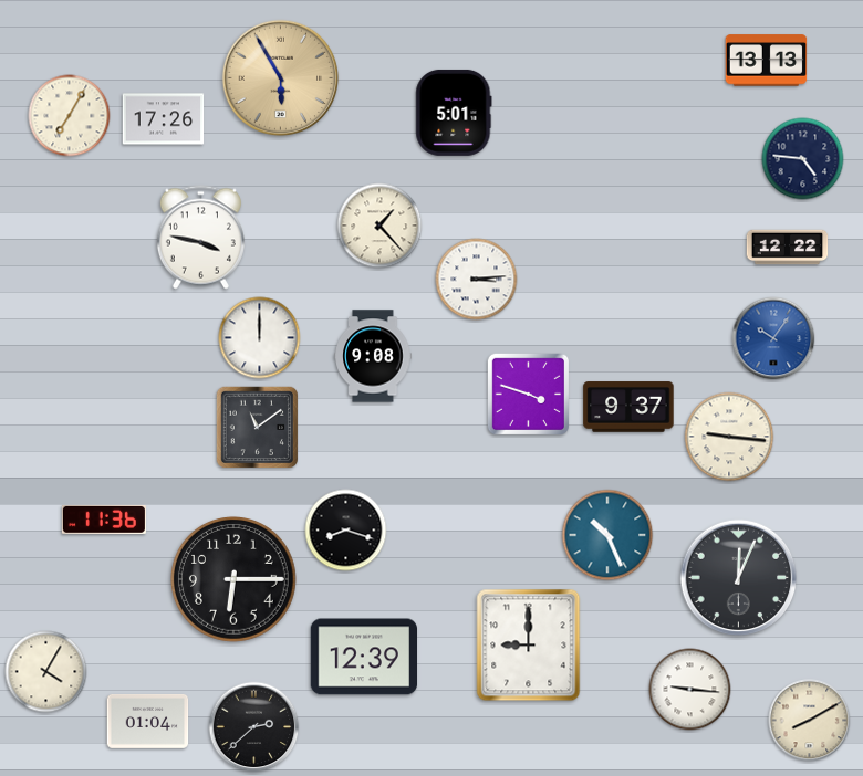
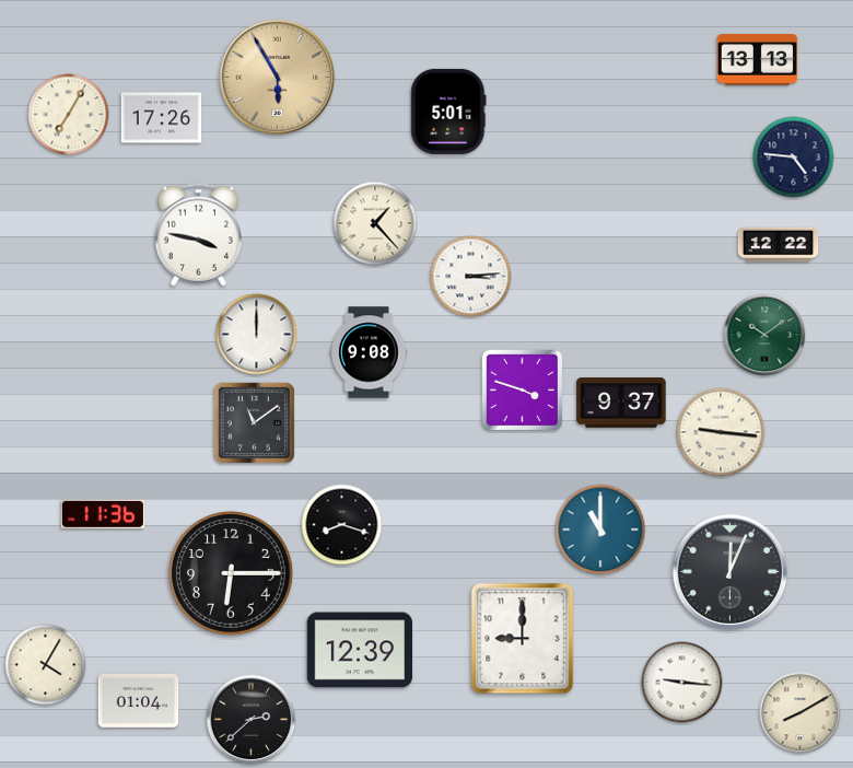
clock at (773, 338): 10:06 -> 10:09
clock at (773, 338) dial: blue -> green
clock at (607, 535): 10:26 -> 11:00
clock at (148, 721) position: (148, 721) -> (139, 700)
